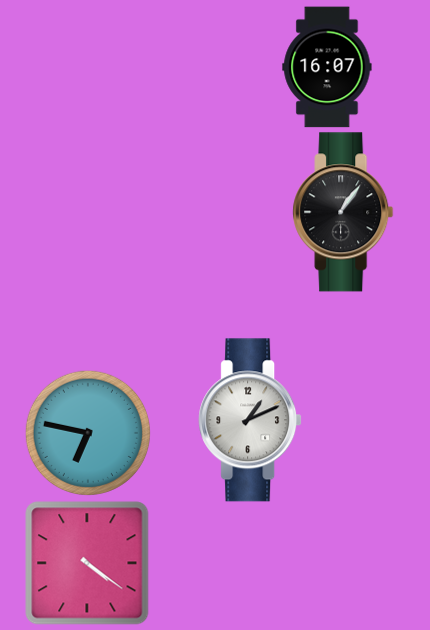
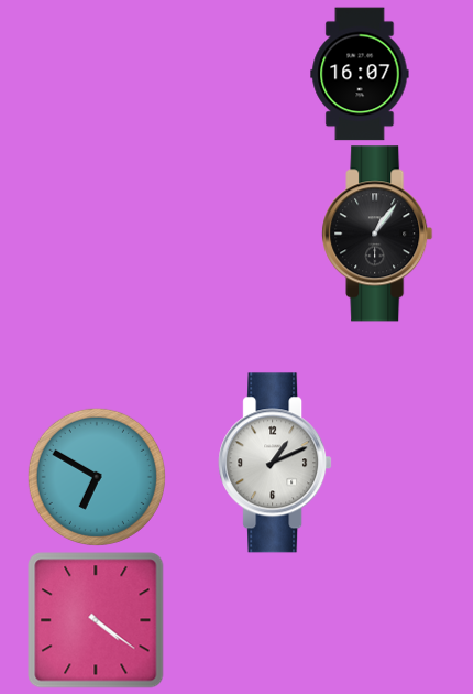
clock at (88, 433): 6:47 -> 6:50
